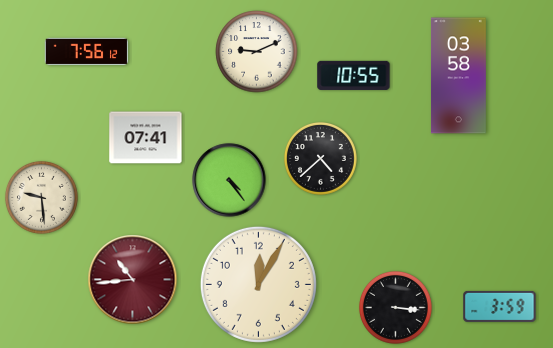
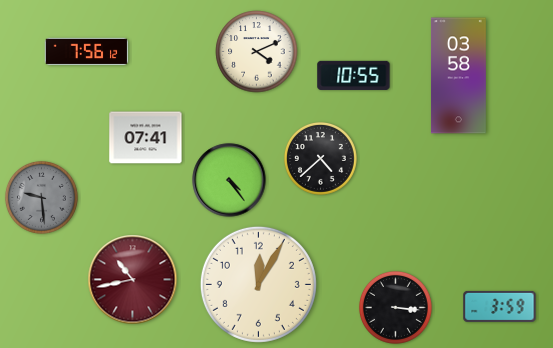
clock at (257, 52): 9:11 -> 4:11
clock at (41, 197) dial: cream -> grey
clock at (133, 280): 10:44 -> 10:43
